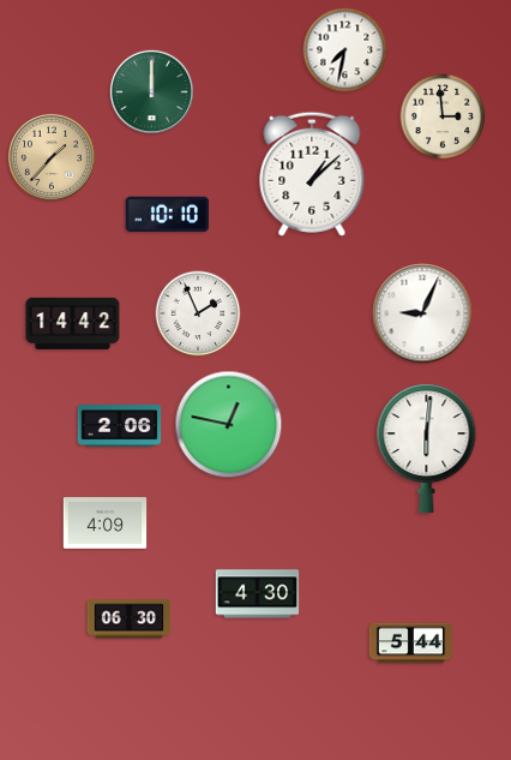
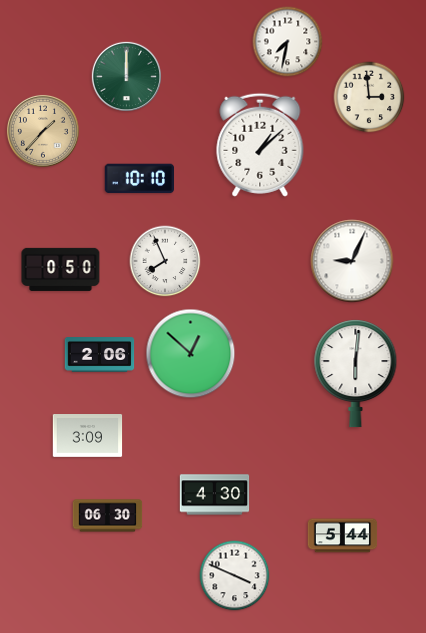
clock at (198, 313): 1:56 -> 7:56
clock at (73, 323): 14:42 -> 0:50
clock at (229, 425): 12:47 -> 12:52
clock at (106, 523): 4:09 -> 3:09
clock at (235, 576): none -> 3:49
